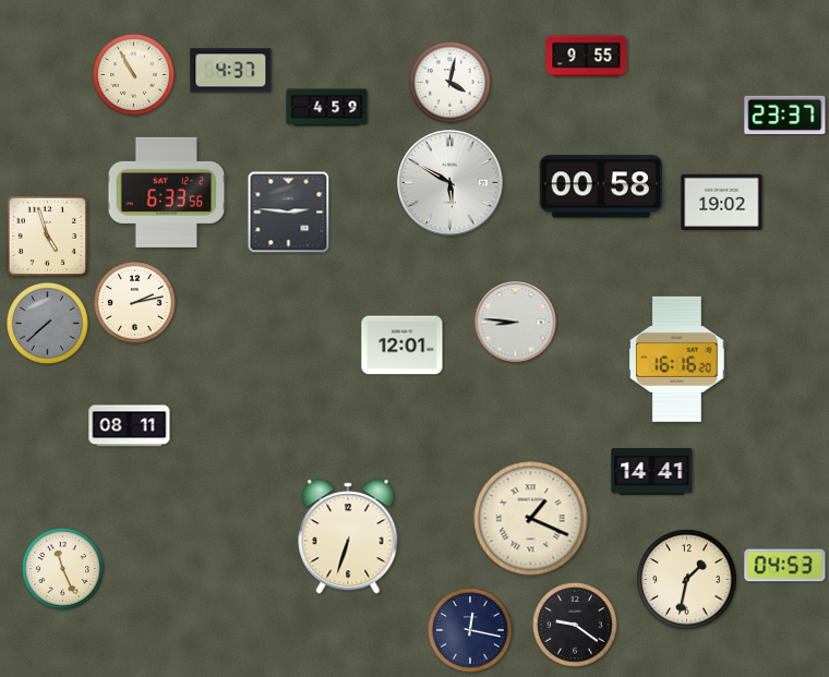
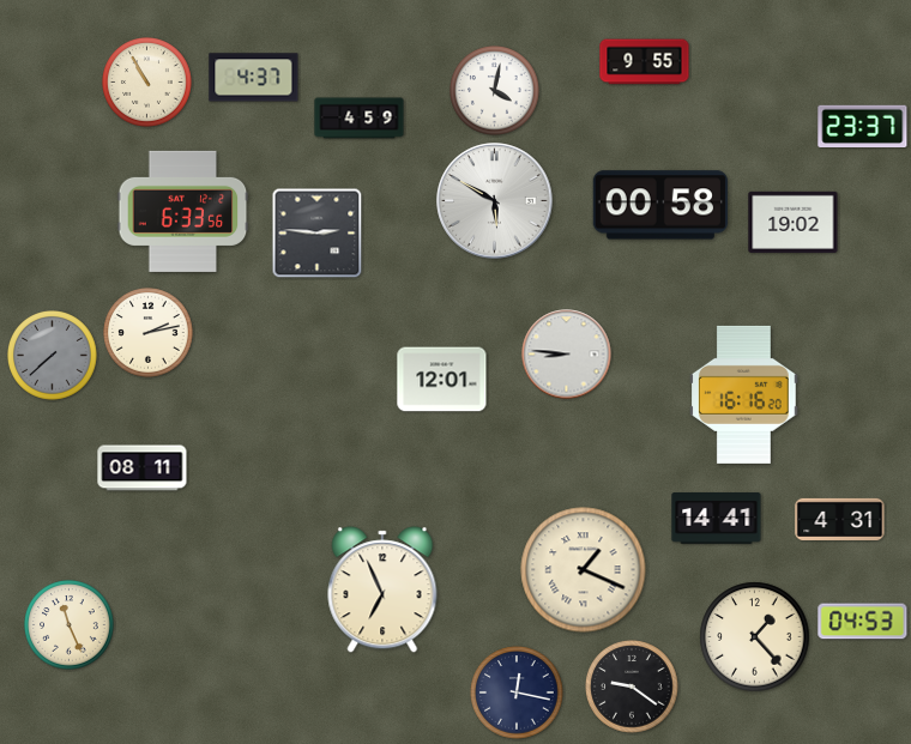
clock at (48, 237): 4:57 -> none
clock at (840, 519): none -> 4:31
clock at (348, 536): 6:33 -> 6:56
clock at (687, 580): 1:32 -> 1:23
